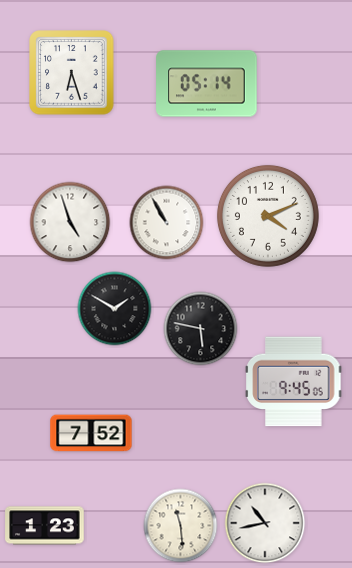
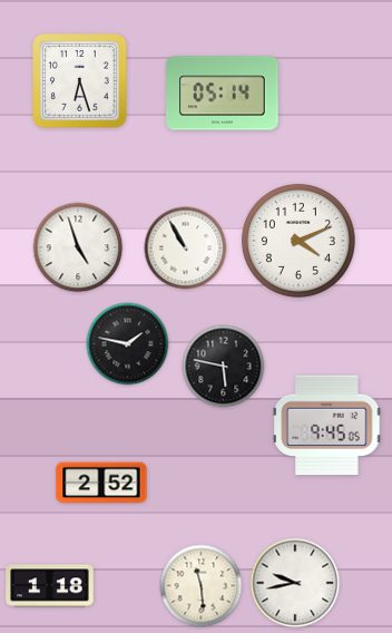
clock at (207, 84) position: (207, 84) -> (223, 94)
clock at (115, 309): 1:50 -> 1:47
clock at (91, 433): 7:52 -> 2:52
clock at (265, 523): 10:43 -> 9:43
clock at (45, 526): 1:23 -> 1:18
